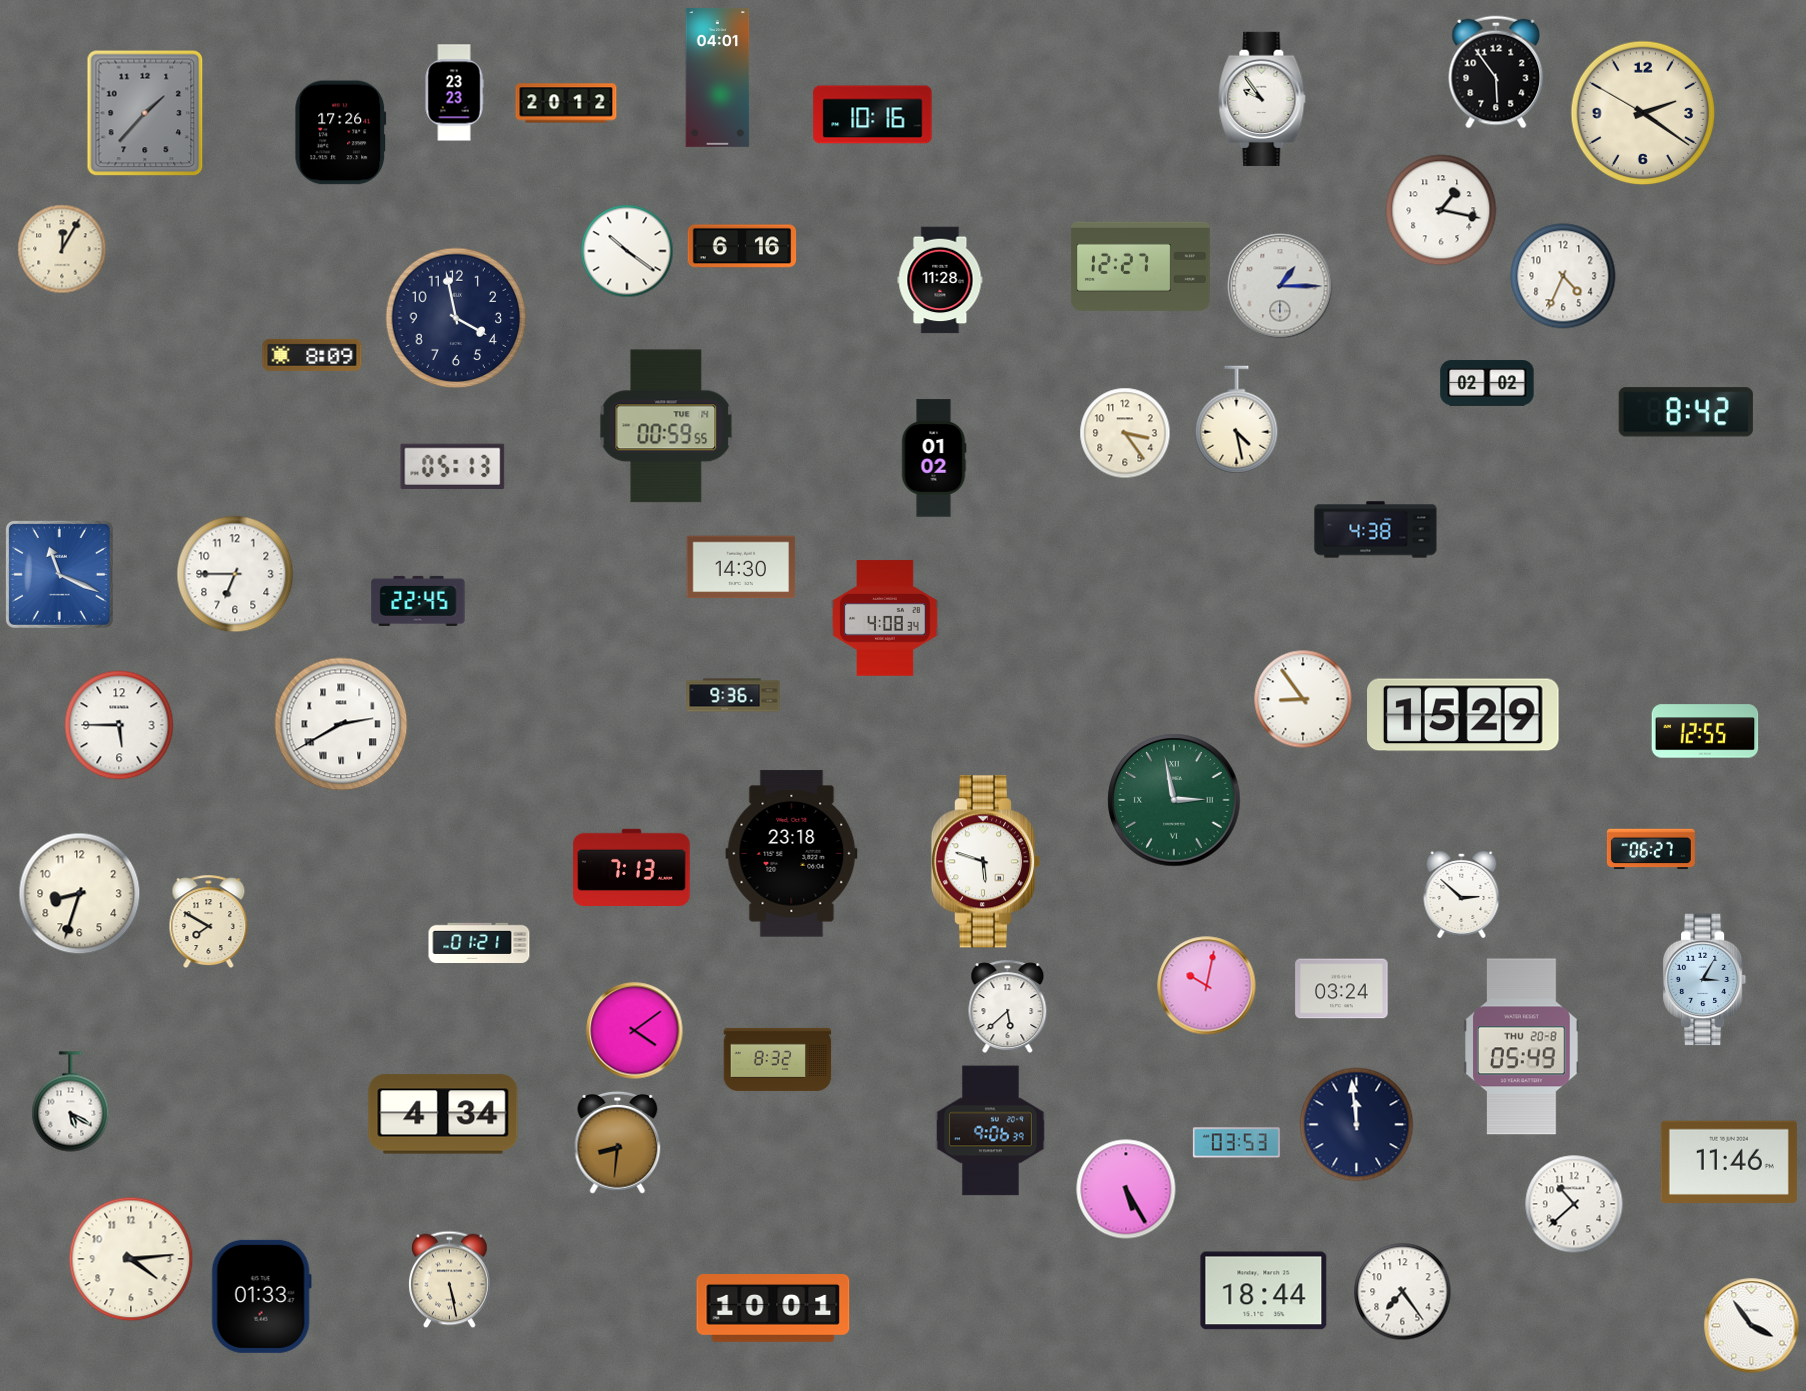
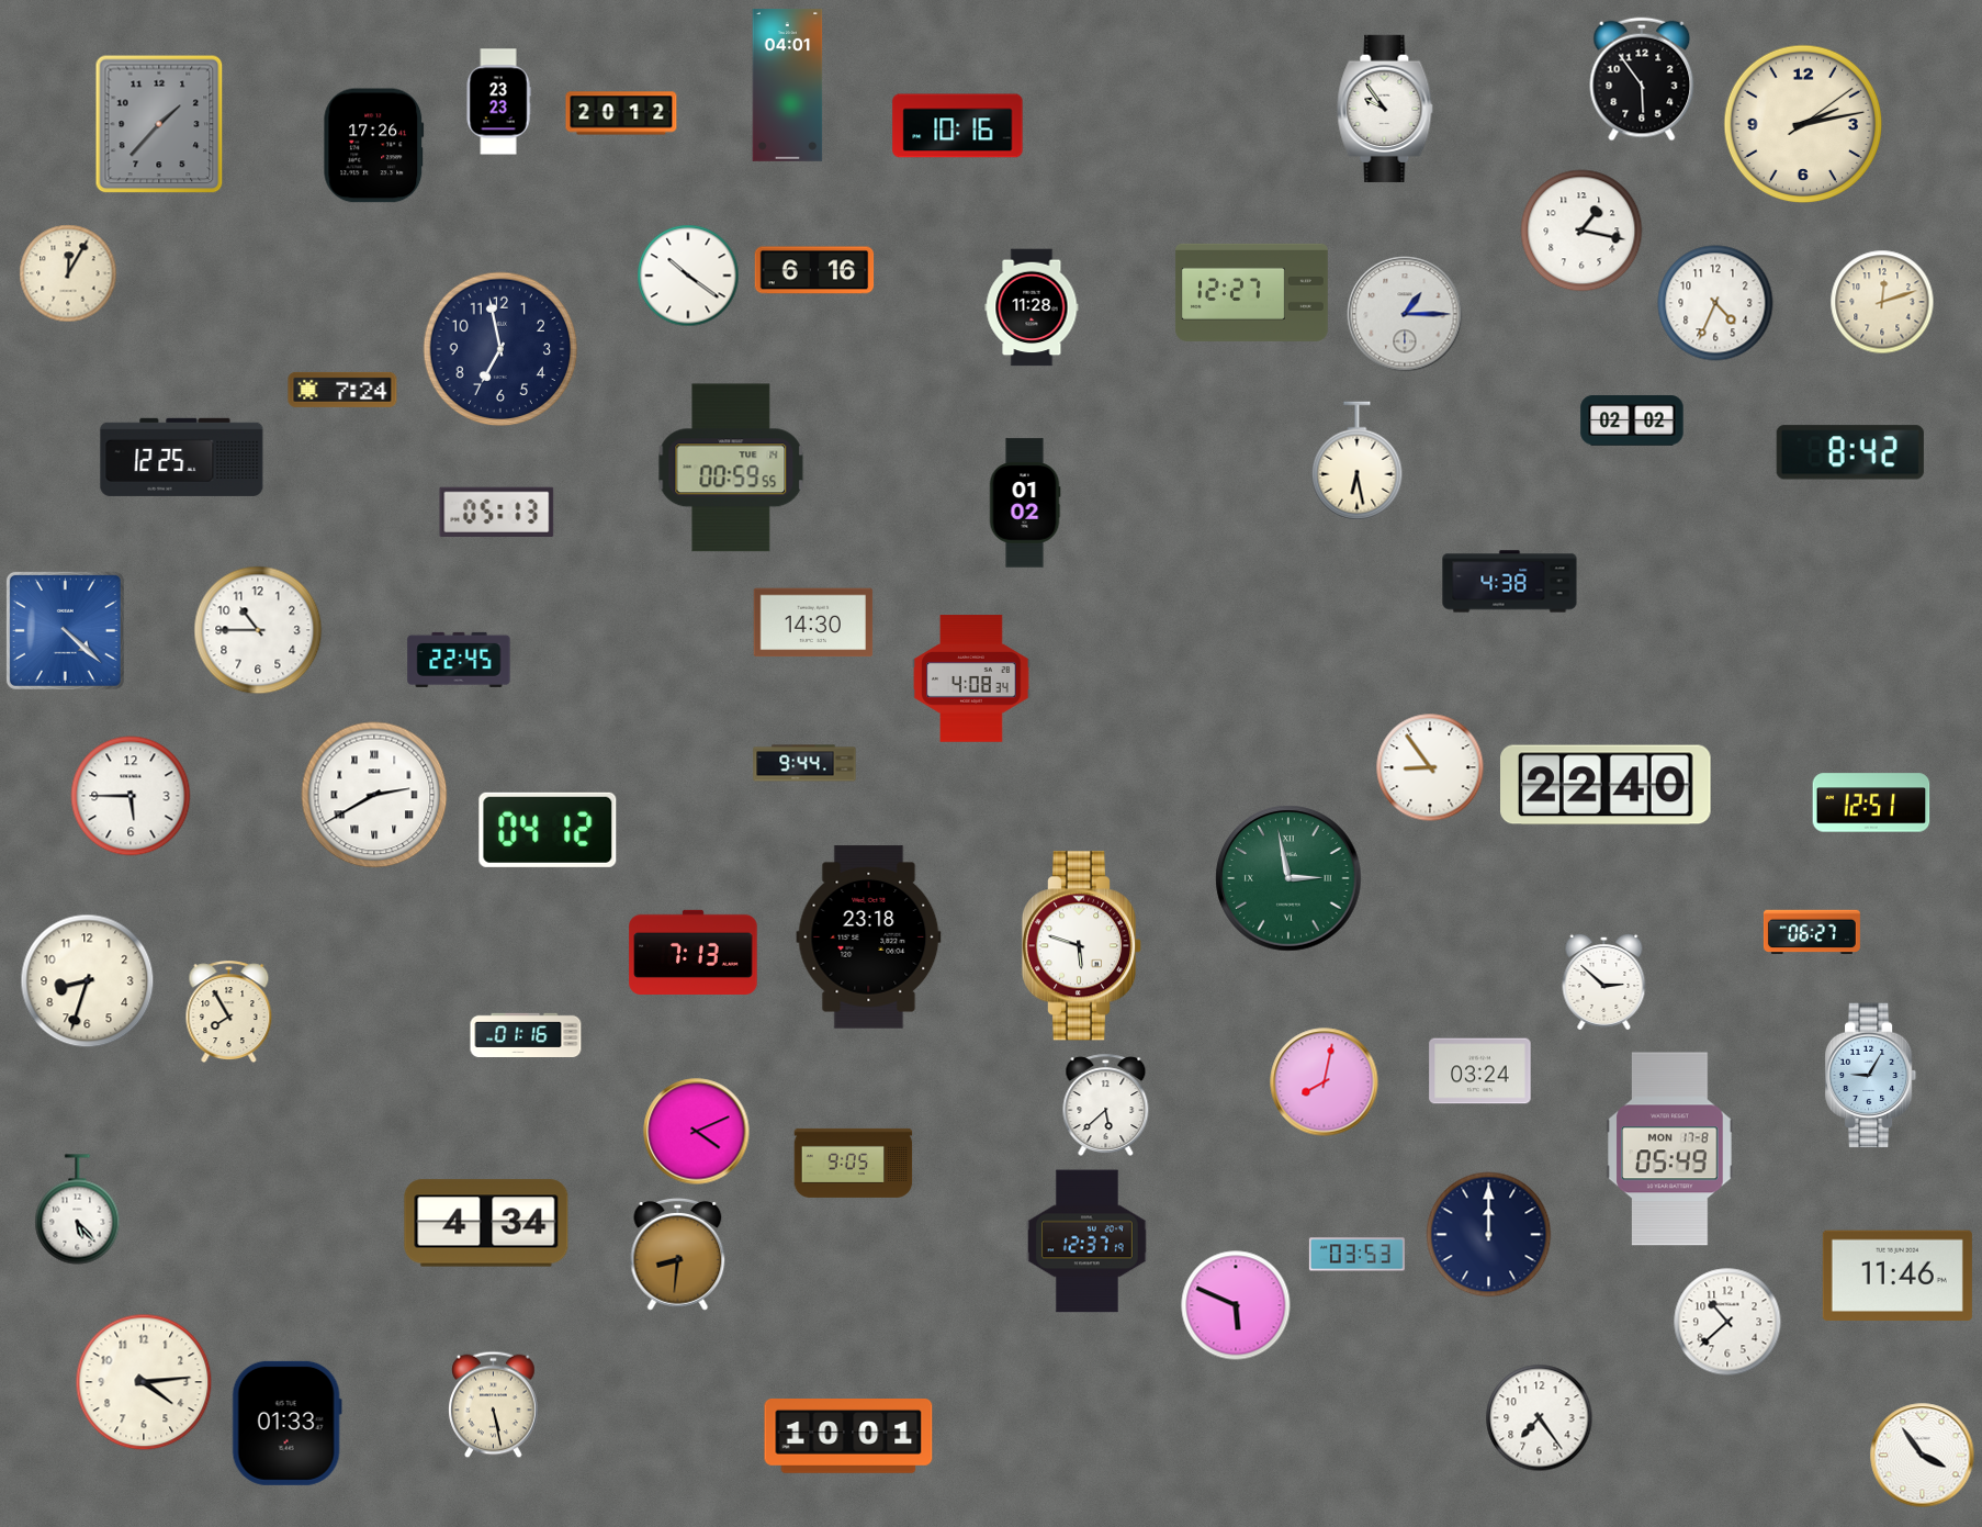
clock at (1643, 113): 2:20 -> 2:13
clock at (1882, 302): none -> 12:12
clock at (456, 318): 3:58 -> 6:58
clock at (312, 355): 8:09 -> 7:24
clock at (182, 457): none -> 12:25
clock at (1237, 420): 4:28 -> 6:28
clock at (1125, 433): 3:24 -> none
clock at (59, 574): 11:19 -> 4:22
clock at (235, 574): 6:45 -> 10:45
clock at (733, 695): 9:36 -> 9:44
clock at (1463, 715): 15:29 -> 22:40
clock at (1705, 731): 12:55 -> 12:51
clock at (548, 830): none -> 04:12
clock at (209, 922): 7:50 -> 7:55
clock at (479, 942): 01:21 -> 01:16
clock at (1705, 980): 3:05 -> 9:05
clock at (1207, 986): 10:02 -> 8:02
clock at (1342, 989) position: (1342, 989) -> (1480, 1071)
clock at (635, 1031): 4:09 -> 4:11
clock at (1522, 1047) date: THU 20-8 -> MON 17-8
clock at (778, 1059): 8:32 -> 9:05
clock at (71, 1102): 5:20 -> 5:23
clock at (1357, 1125): 11:59 -> 12:00
clock at (991, 1131): 9:06 -> 12:37
clock at (1126, 1189): 5:25 -> 5:49
clock at (1264, 1291): 18:44 -> none
